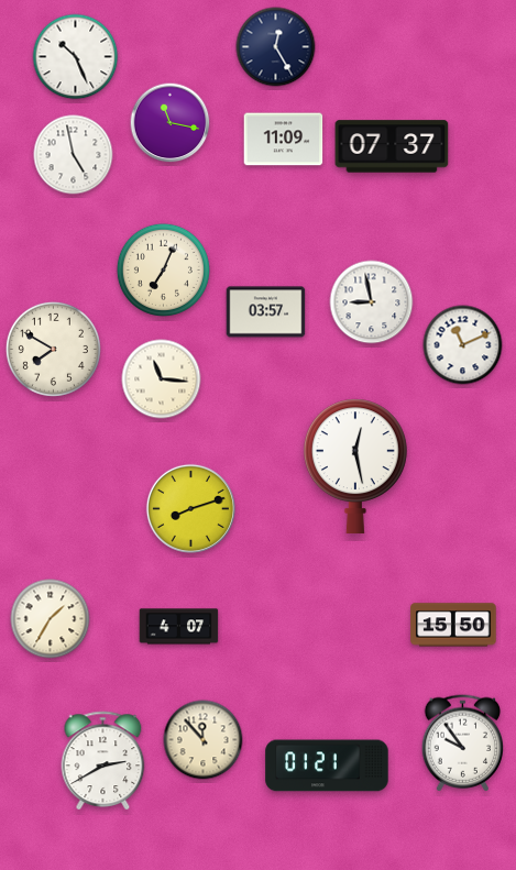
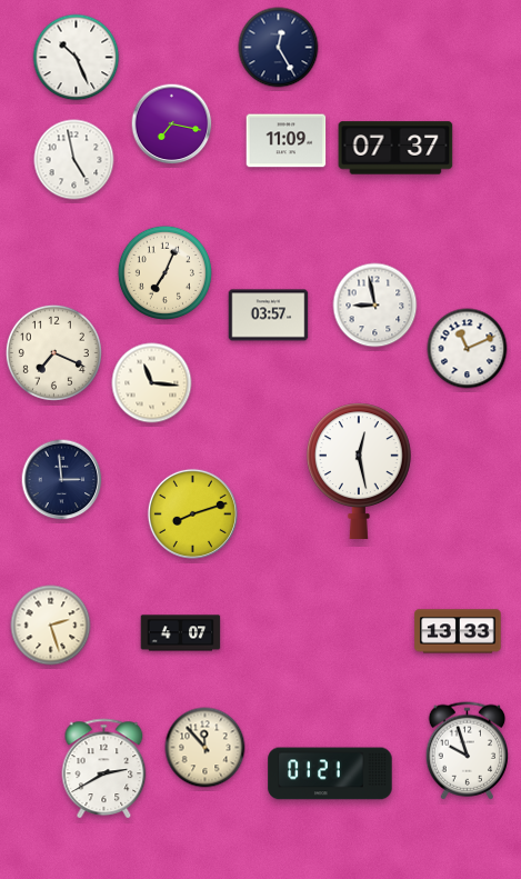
clock at (171, 123): 11:17 -> 7:17
clock at (74, 155) position: (74, 155) -> (74, 160)
clock at (53, 349): 7:50 -> 7:19
clock at (162, 379) position: (162, 379) -> (152, 383)
clock at (62, 480): none -> 2:59
clock at (51, 619): 1:35 -> 2:27
clock at (453, 625): 15:50 -> 13:33
clock at (463, 744): 9:54 -> 9:57
